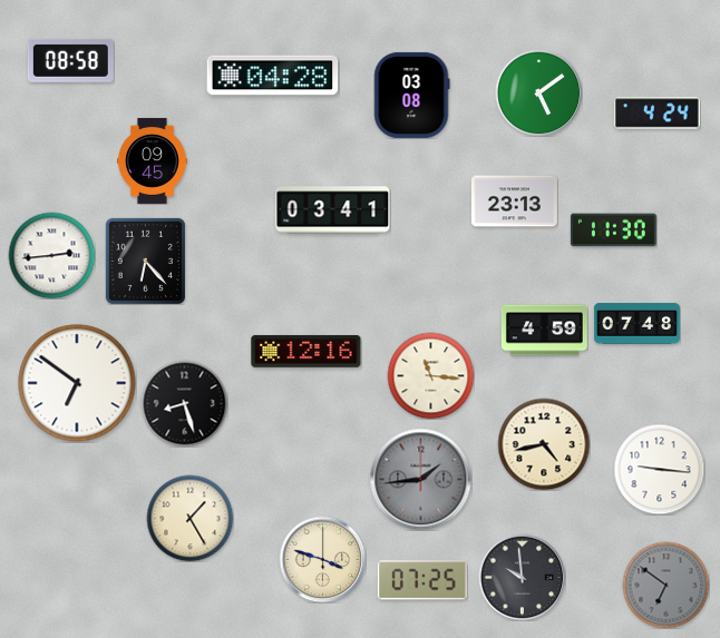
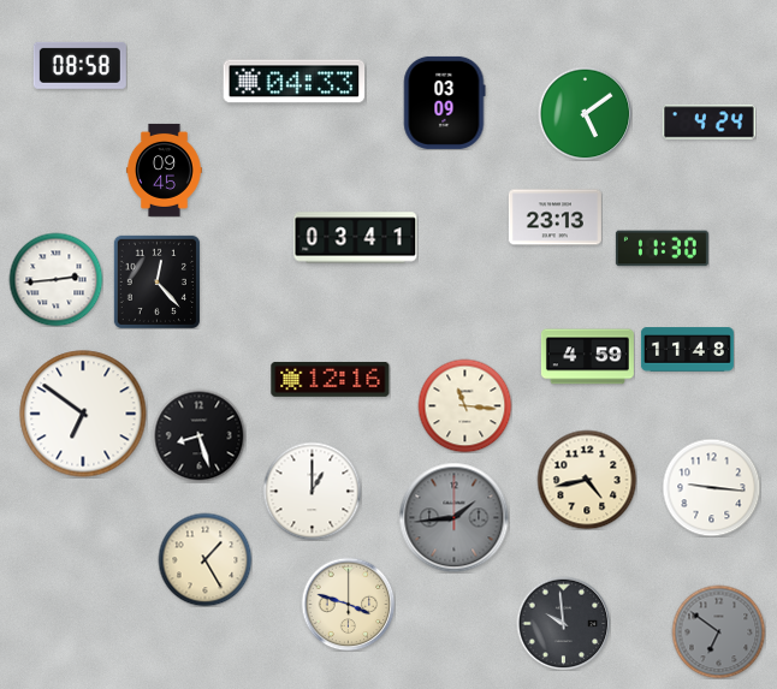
clock at (70, 60) position: (70, 60) -> (79, 65)
clock at (273, 76): 04:28 -> 04:33
clock at (538, 92) position: (538, 92) -> (585, 113)
clock at (412, 95): 03:08 -> 03:09
clock at (152, 160) position: (152, 160) -> (164, 170)
clock at (333, 210) position: (333, 210) -> (356, 238)
clock at (51, 255) position: (51, 255) -> (55, 279)
clock at (145, 261): 6:23 -> 12:23
clock at (636, 324): 07:48 -> 11:48
clock at (312, 491): none -> 1:00
clock at (659, 469) position: (659, 469) -> (711, 487)
clock at (422, 580): 07:25 -> none
